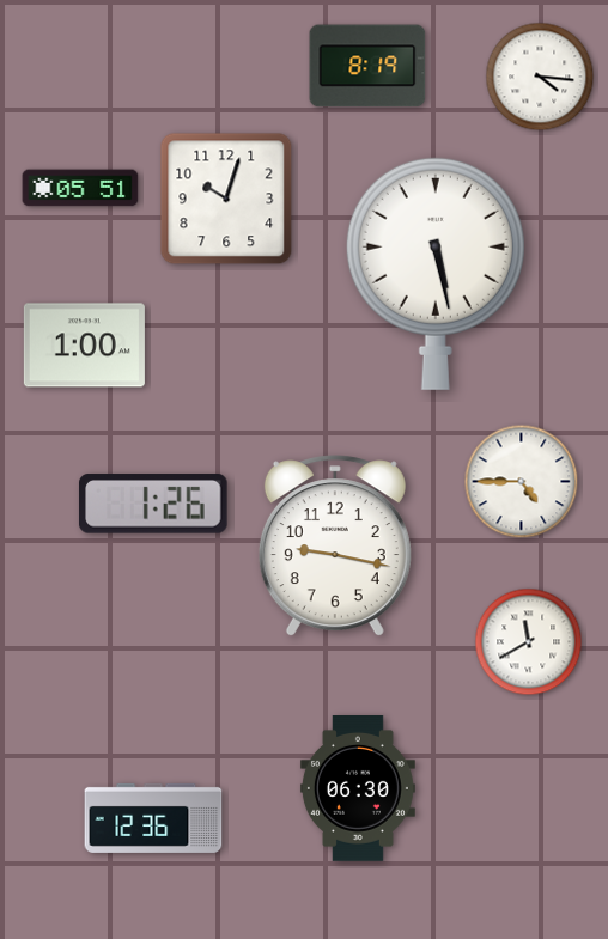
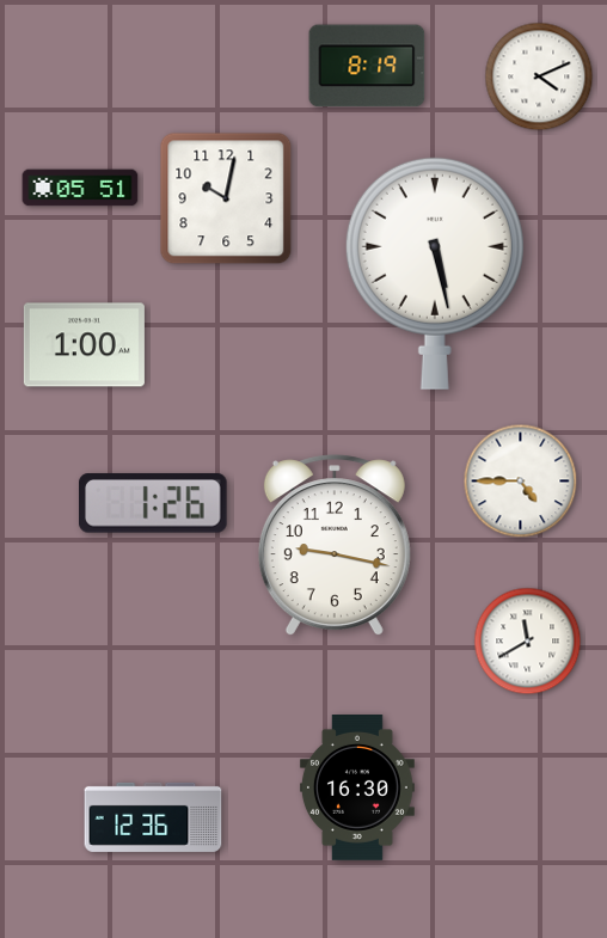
clock at (540, 77): 4:16 -> 4:11
clock at (226, 199): 10:03 -> 10:02
clock at (358, 789): 06:30 -> 16:30
